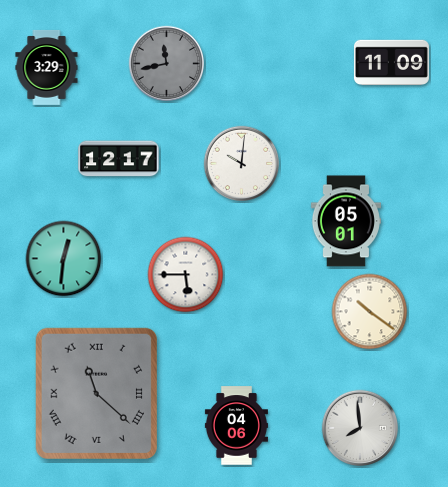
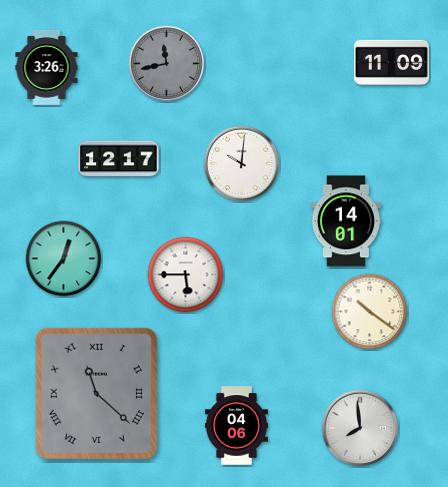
clock at (47, 67): 3:29 -> 3:26
clock at (346, 221): 05:01 -> 14:01
clock at (64, 259): 12:31 -> 12:36
